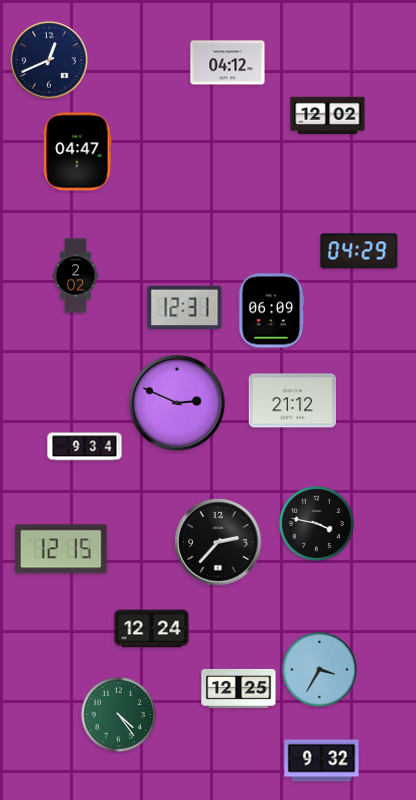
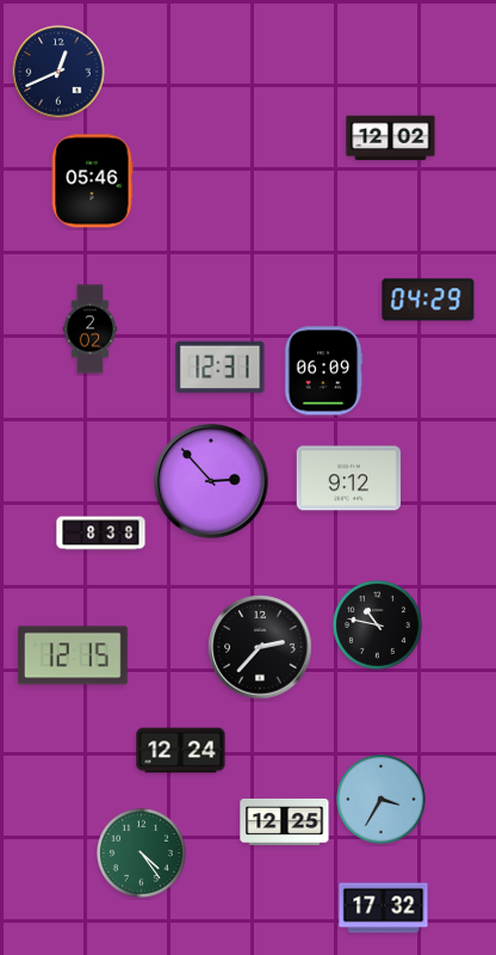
clock at (228, 63): 04:12 -> none
clock at (77, 152): 04:47 -> 05:46
clock at (292, 401): 21:12 -> 9:12
clock at (177, 403): 2:49 -> 2:53
clock at (85, 447): 9:34 -> 8:38
clock at (317, 524): 3:47 -> 10:47
clock at (322, 761): 9:32 -> 17:32
